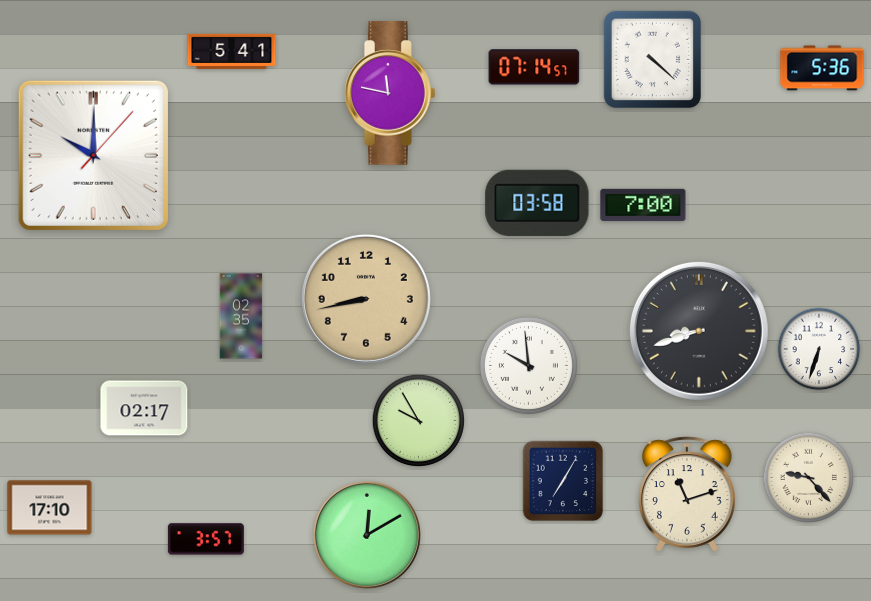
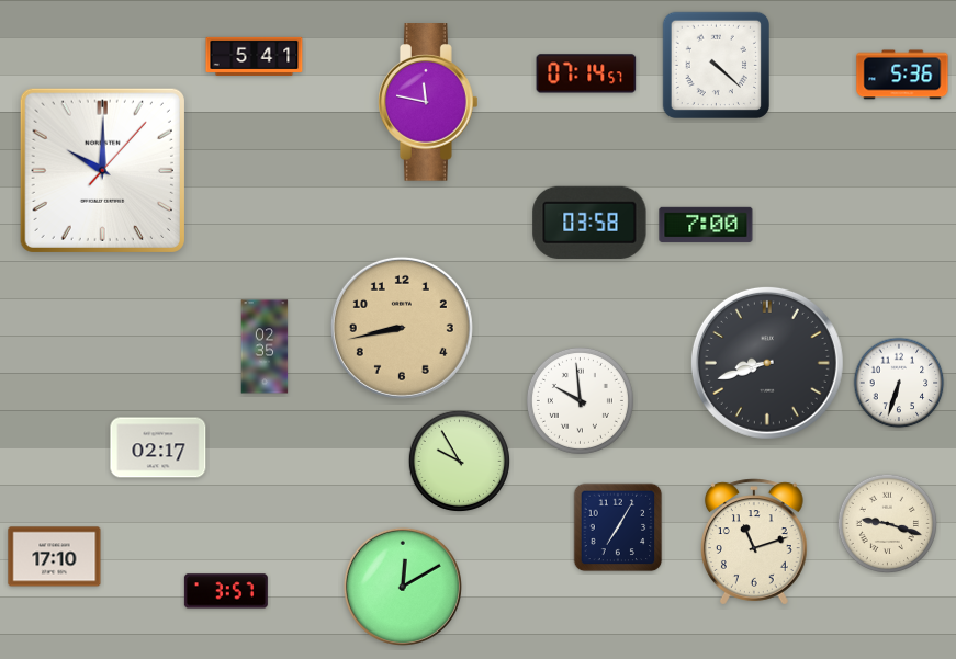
clock at (809, 478): 9:23 -> 9:18
